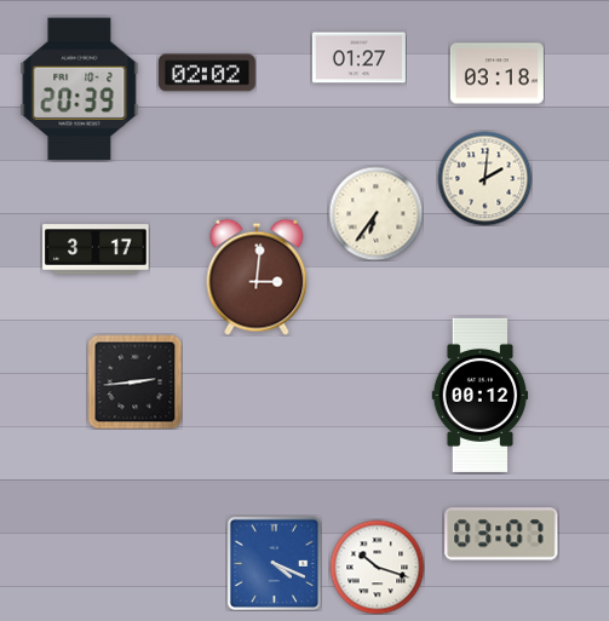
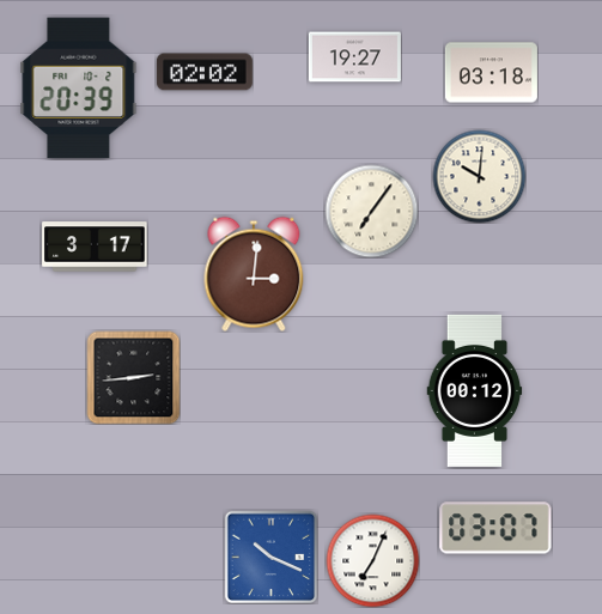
clock at (358, 58): 01:27 -> 19:27
clock at (484, 178): 2:01 -> 10:01
clock at (375, 213): 6:36 -> 7:06
clock at (274, 563): 4:19 -> 10:19
clock at (377, 567): 10:18 -> 7:04
